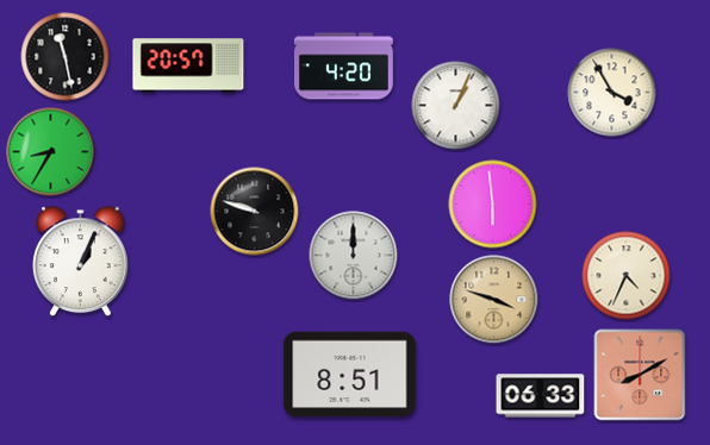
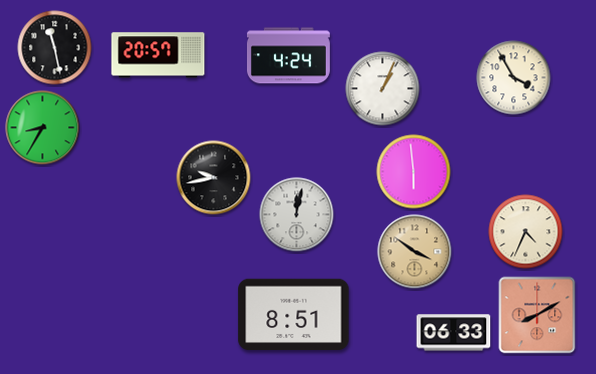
clock at (343, 67): 4:20 -> 4:24
clock at (255, 212): 9:48 -> 9:43
clock at (354, 256): 12:00 -> 12:02
clock at (81, 262): 1:04 -> none
clock at (494, 300): 3:48 -> 3:51
